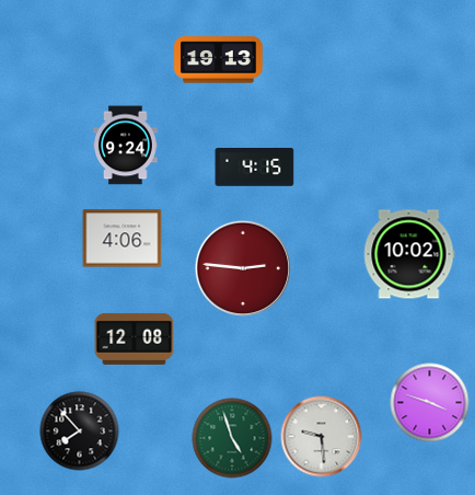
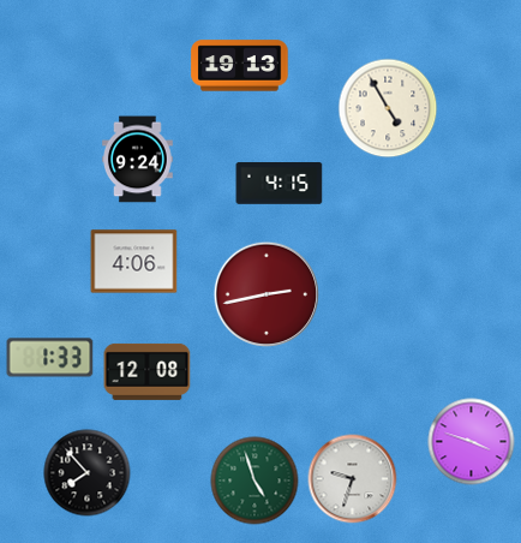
clock at (388, 108): none -> 4:55
clock at (409, 254): 10:02 -> none
clock at (243, 268): 2:46 -> 2:43
clock at (50, 358): none -> 1:33
clock at (322, 437): 9:29 -> 9:33
